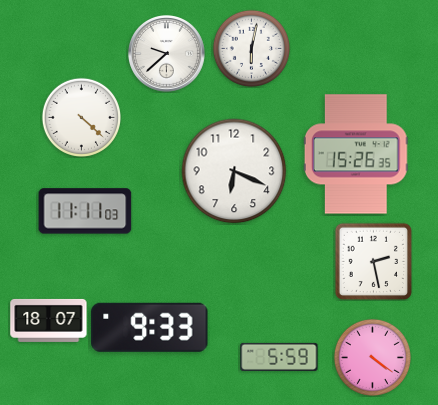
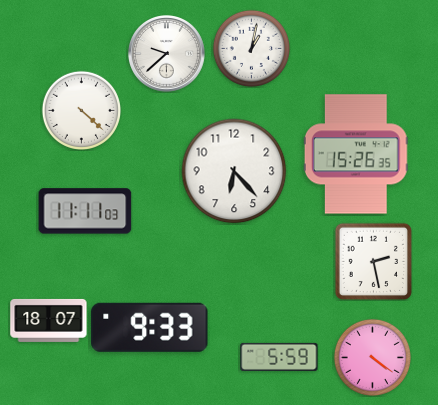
clock at (251, 48): 6:02 -> 1:02
clock at (81, 117) position: (81, 117) -> (81, 110)
clock at (234, 171): 6:19 -> 6:23
